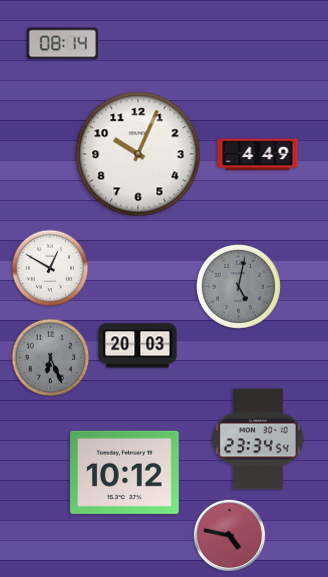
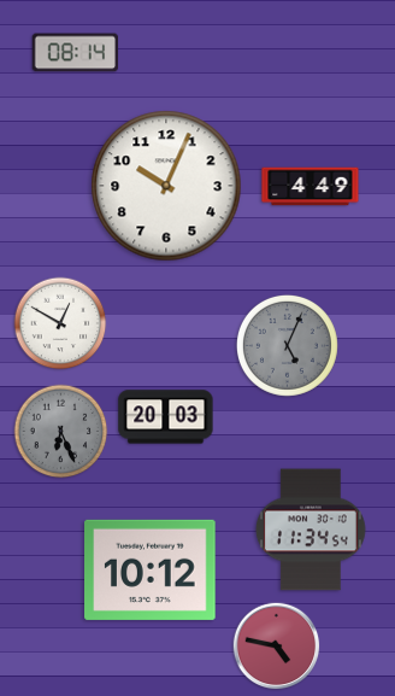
clock at (238, 286): 5:02 -> 5:04
clock at (258, 439): 23:34 -> 11:34
